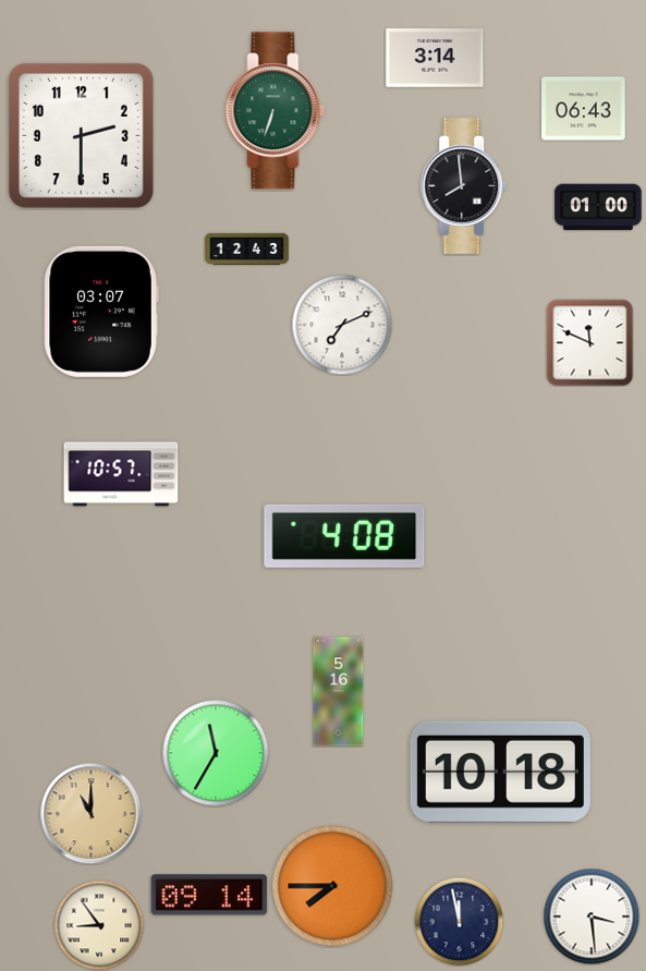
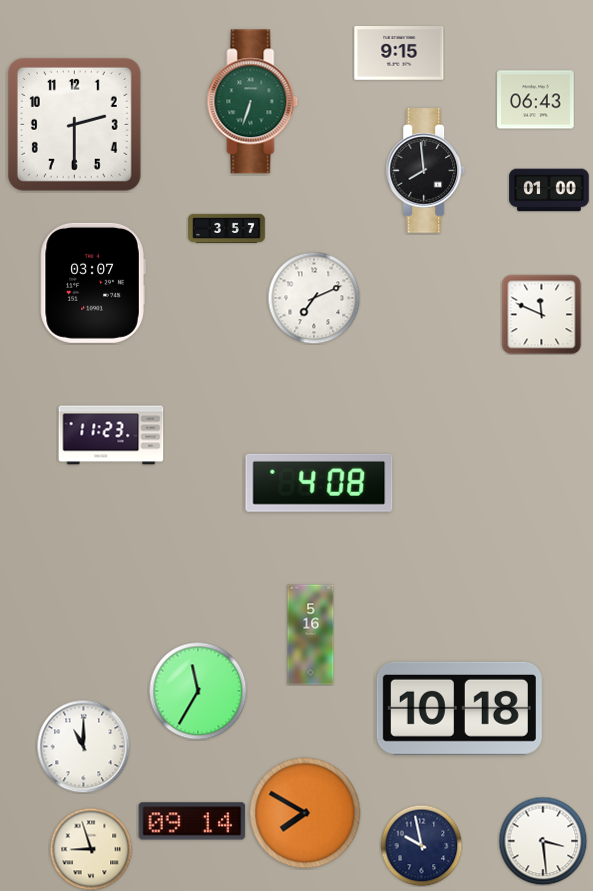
clock at (435, 59): 3:14 -> 9:15
clock at (247, 248): 12:43 -> 3:57
clock at (101, 312) position: (101, 312) -> (93, 283)
clock at (121, 474): 10:57 -> 11:23
clock at (344, 536) position: (344, 536) -> (319, 483)
clock at (90, 813) dial: champagne -> white
clock at (332, 886): 7:45 -> 7:50
clock at (459, 921): 11:58 -> 9:58
clock at (99, 925): 8:54 -> 8:57
